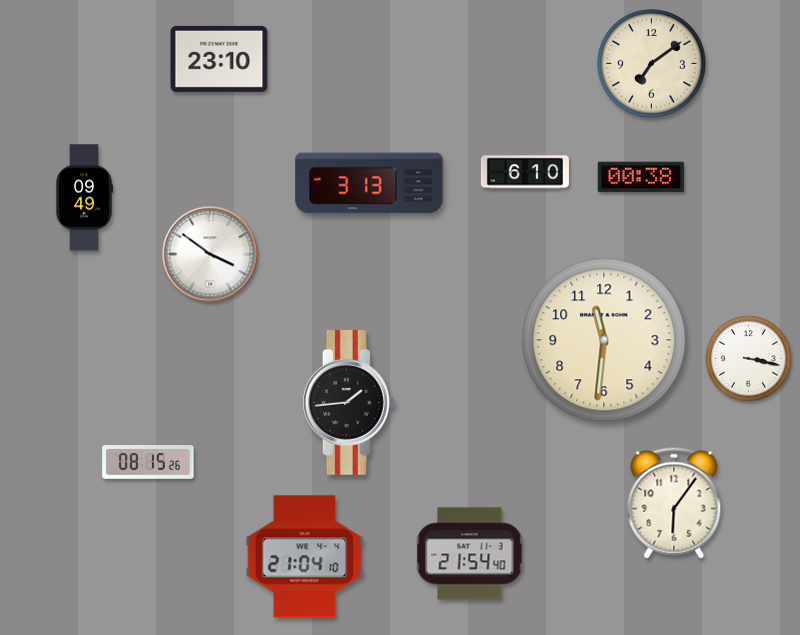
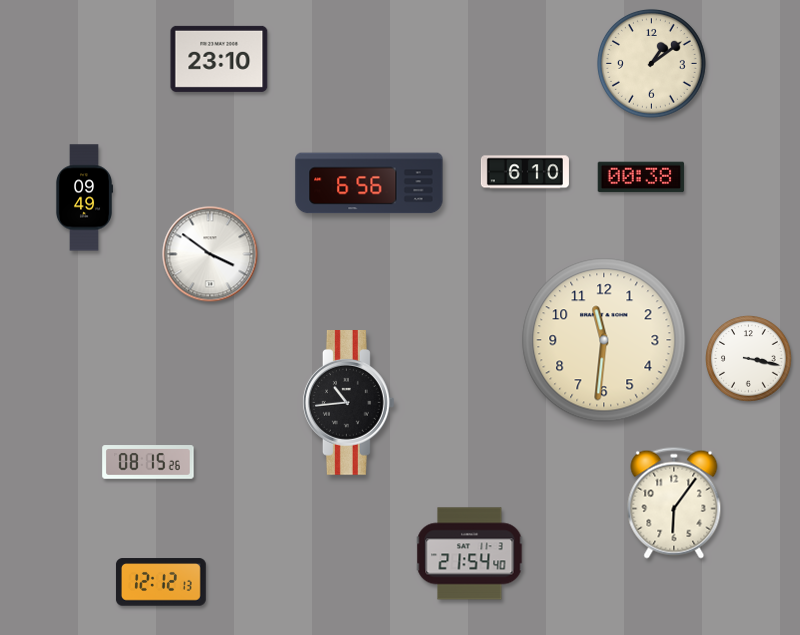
clock at (651, 63): 7:09 -> 1:09
clock at (369, 183): 3:13 -> 6:56
clock at (348, 403): 1:44 -> 10:44
clock at (305, 557): 21:04 -> none
clock at (161, 582): none -> 12:12
